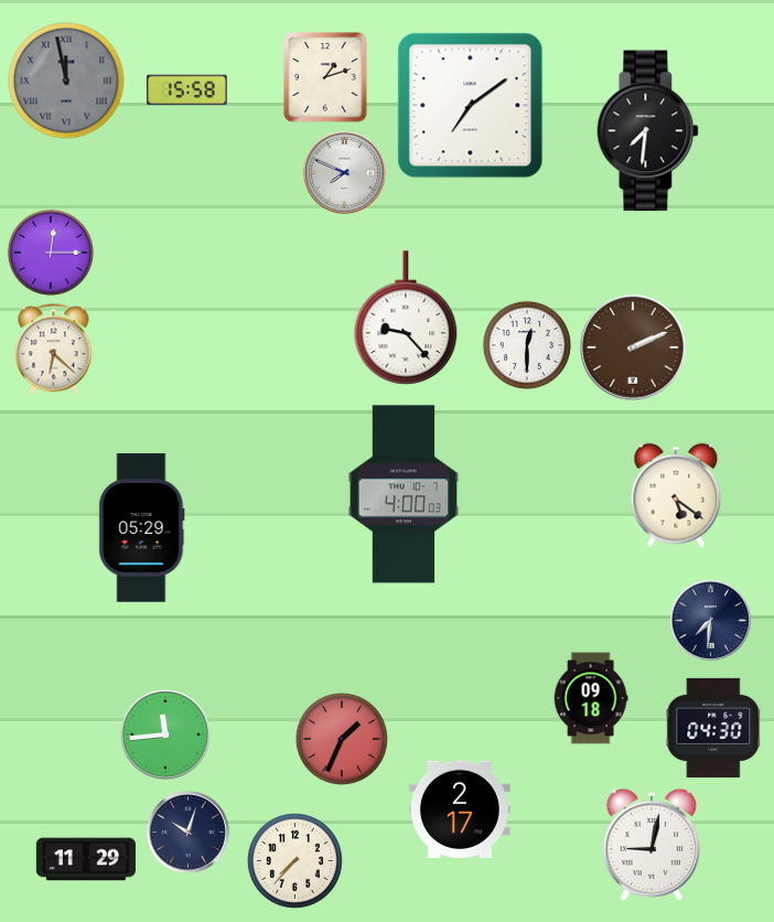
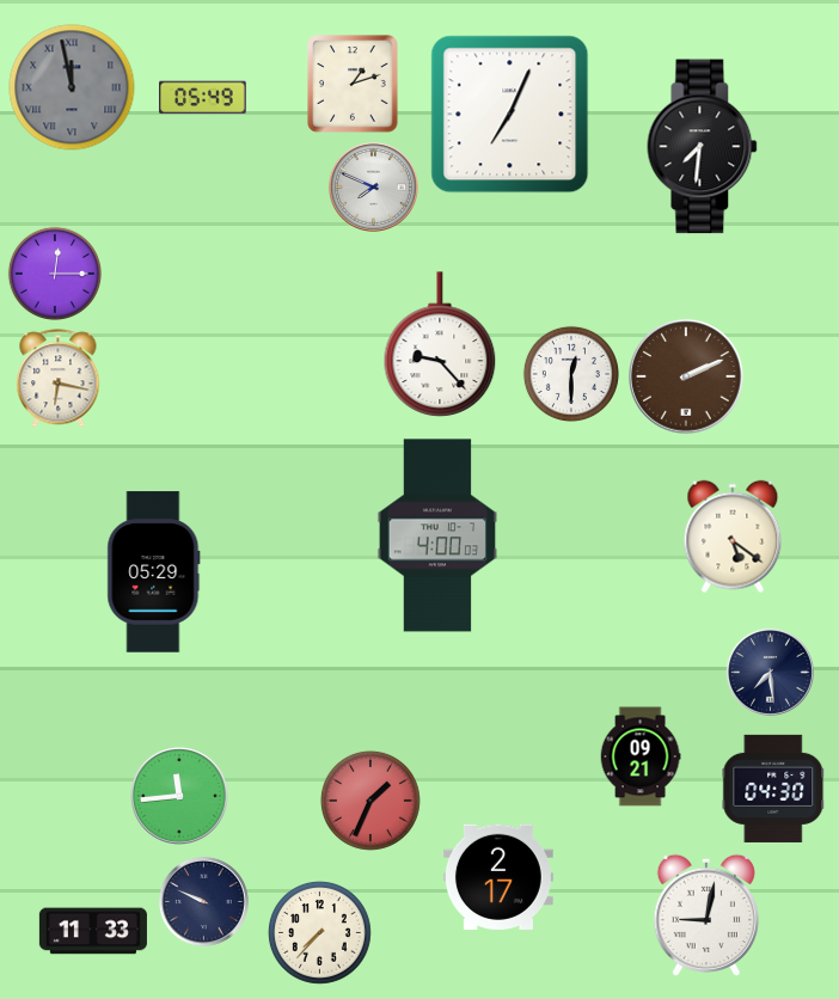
clock at (187, 90): 15:58 -> 05:49
clock at (471, 106): 7:09 -> 7:04
clock at (648, 131) position: (648, 131) -> (703, 147)
clock at (54, 350): 6:22 -> 6:17
clock at (710, 620): 7:31 -> 7:29
clock at (591, 698): 09:18 -> 09:21
clock at (187, 832): 10:03 -> 9:49
clock at (86, 859): 11:29 -> 11:33
